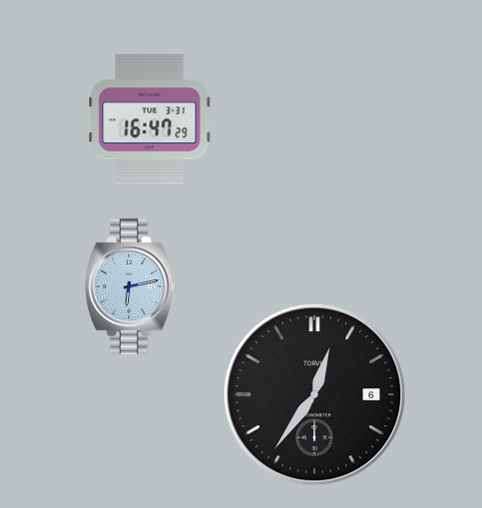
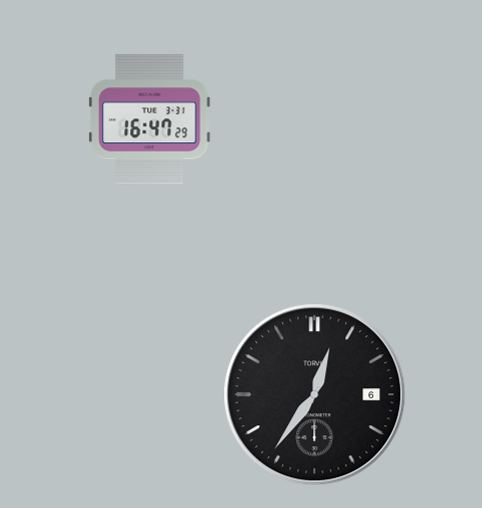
clock at (129, 287): 6:13 -> none
